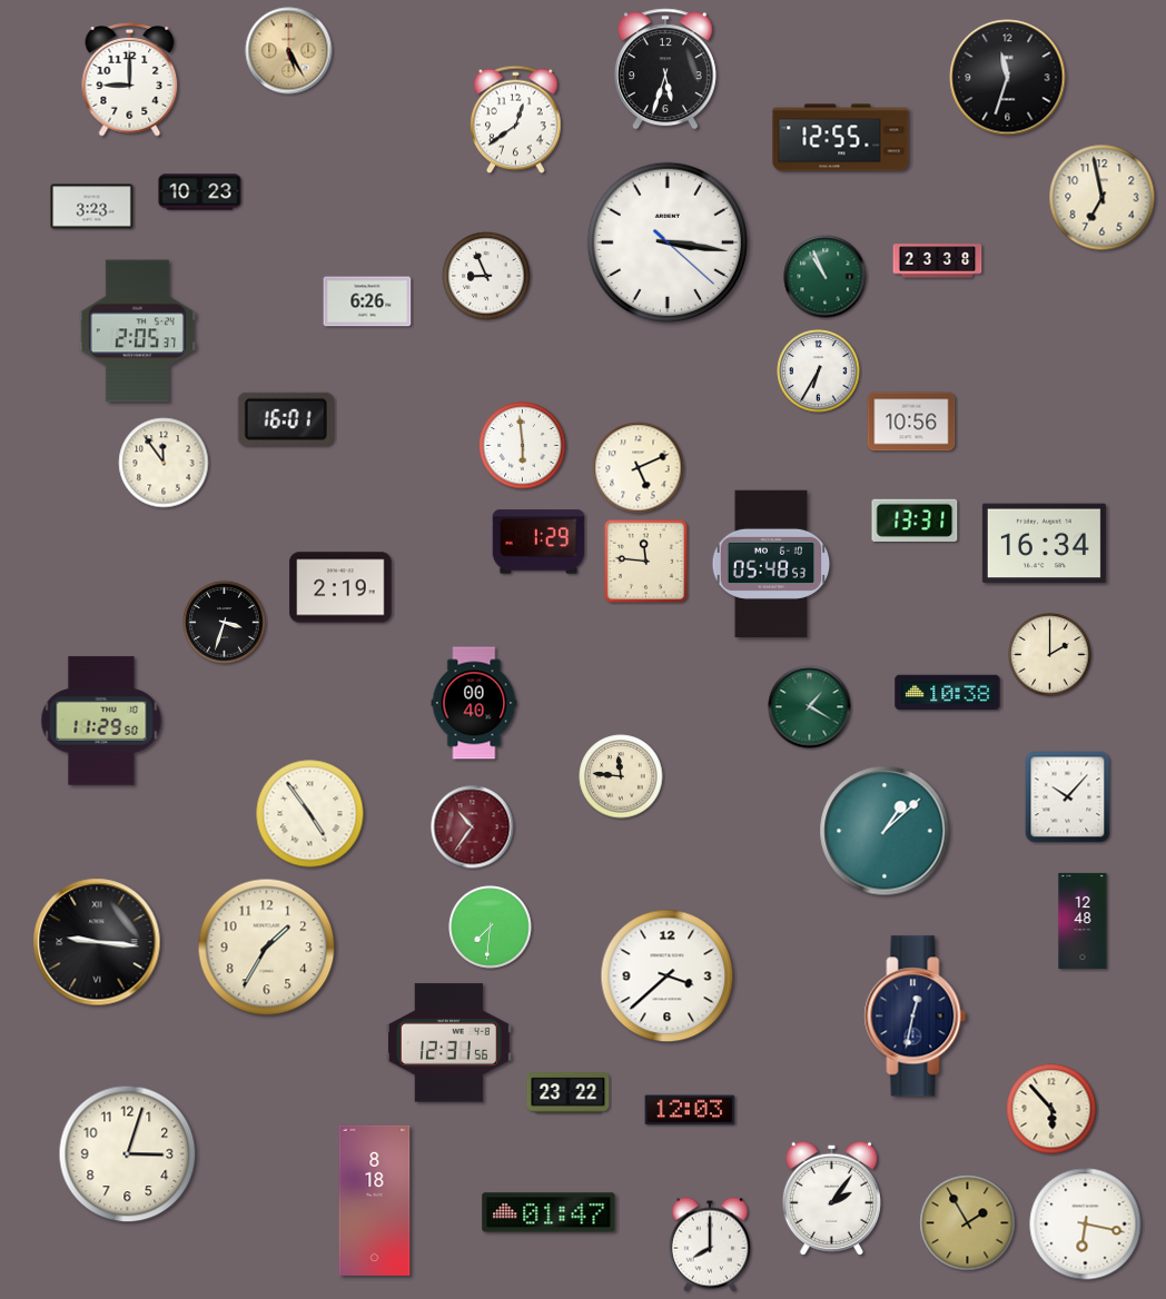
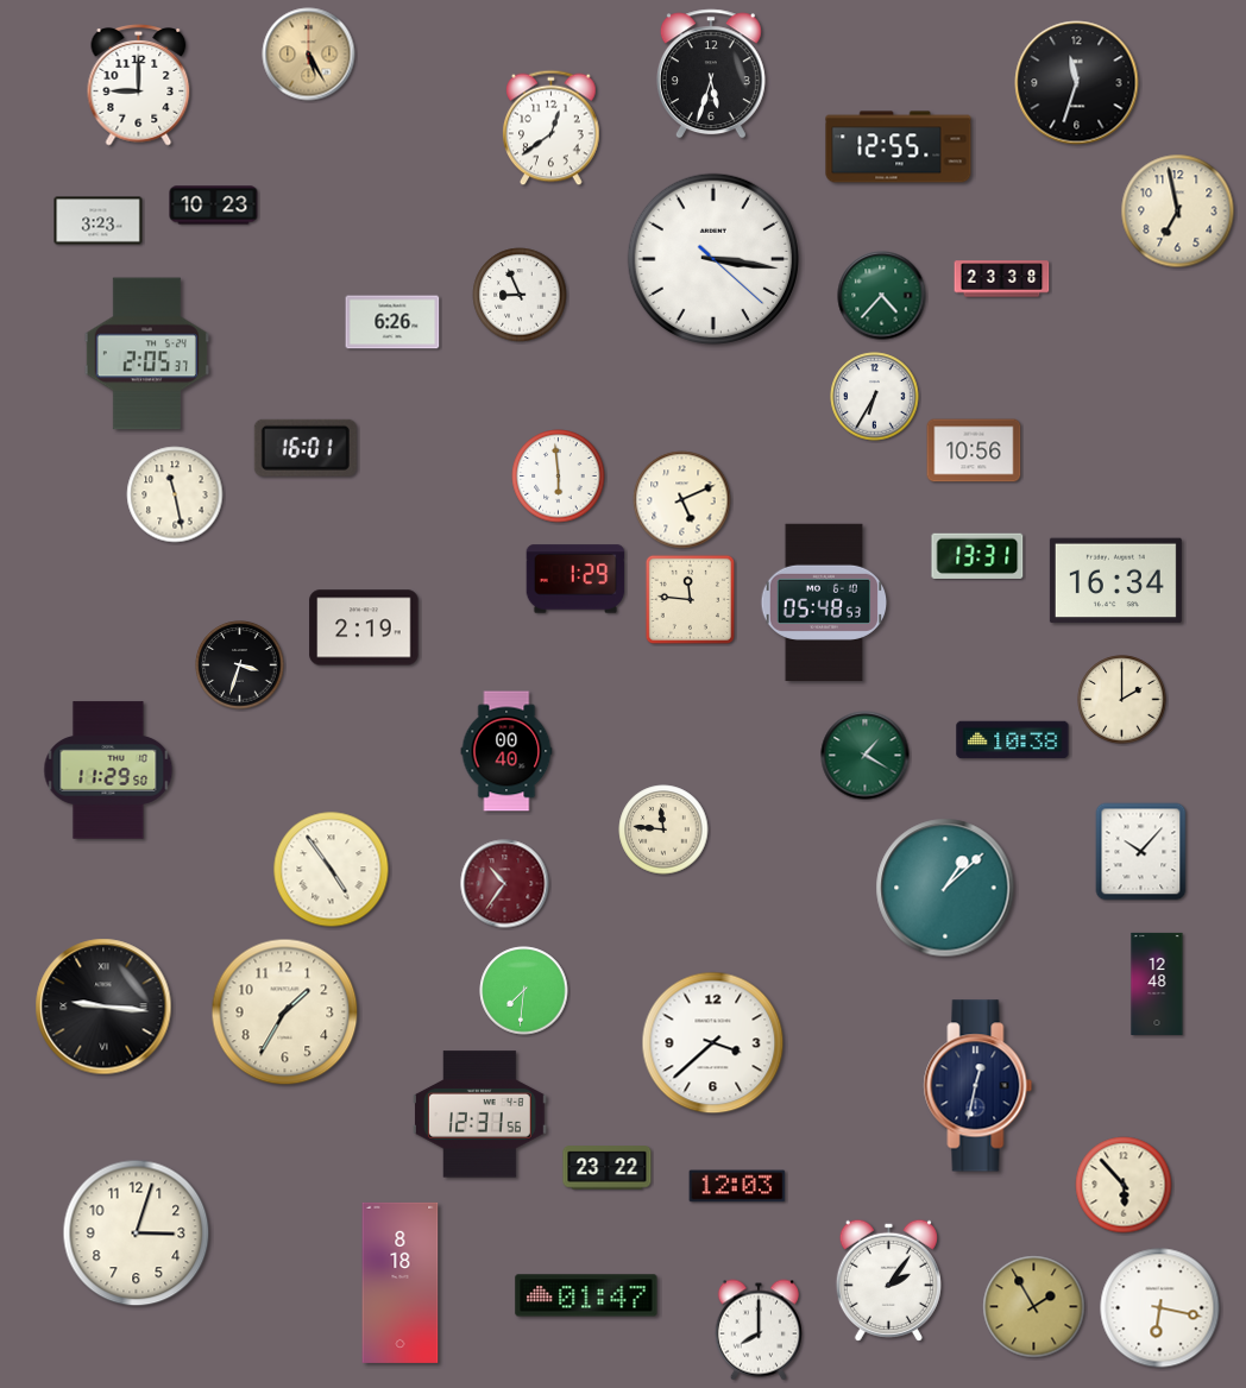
clock at (826, 277): 10:56 -> 4:37
clock at (164, 463): 11:54 -> 11:28
